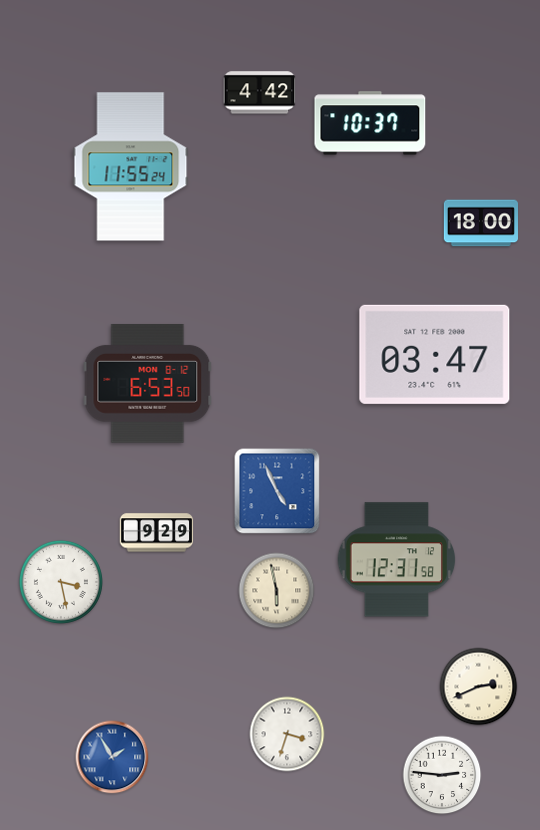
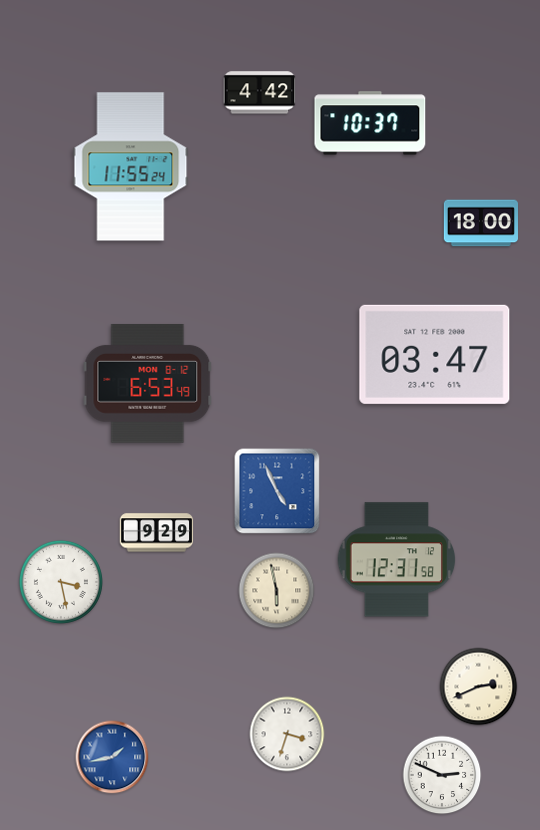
clock at (148, 383): 6:53:50 -> 6:53:49
clock at (112, 757): 1:55 -> 1:43
clock at (442, 775): 2:46 -> 2:49
